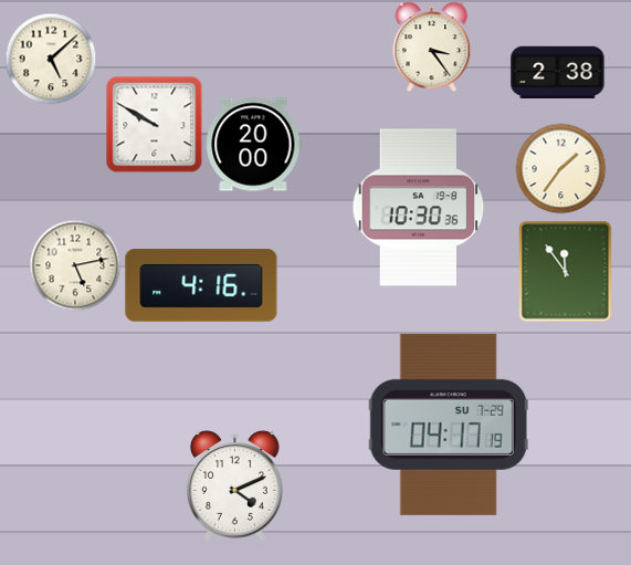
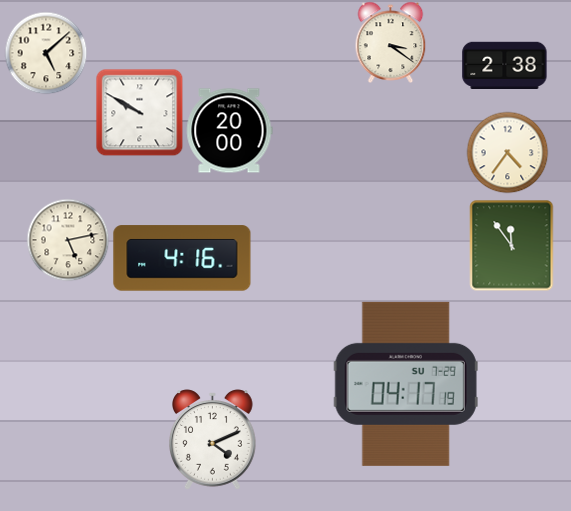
clock at (432, 46): 3:24 -> 3:21
clock at (560, 168): 1:36 -> 4:36
clock at (419, 208): 10:30 -> none
